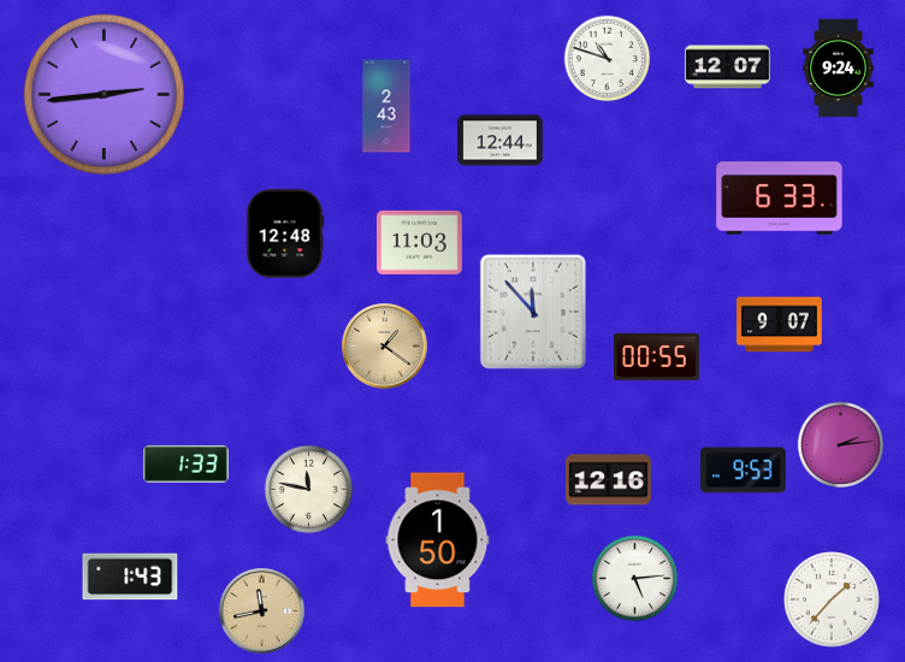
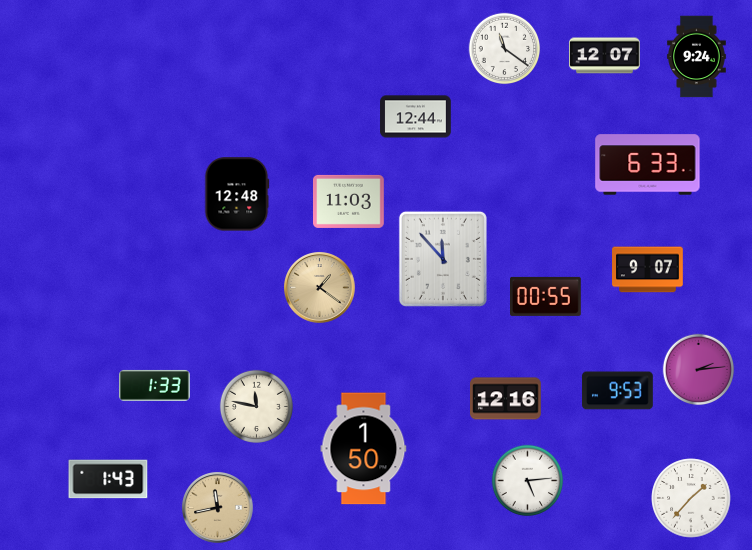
clock at (608, 59): 10:48 -> 11:21
clock at (103, 94): 2:44 -> none
clock at (386, 106): 2:43 -> none
